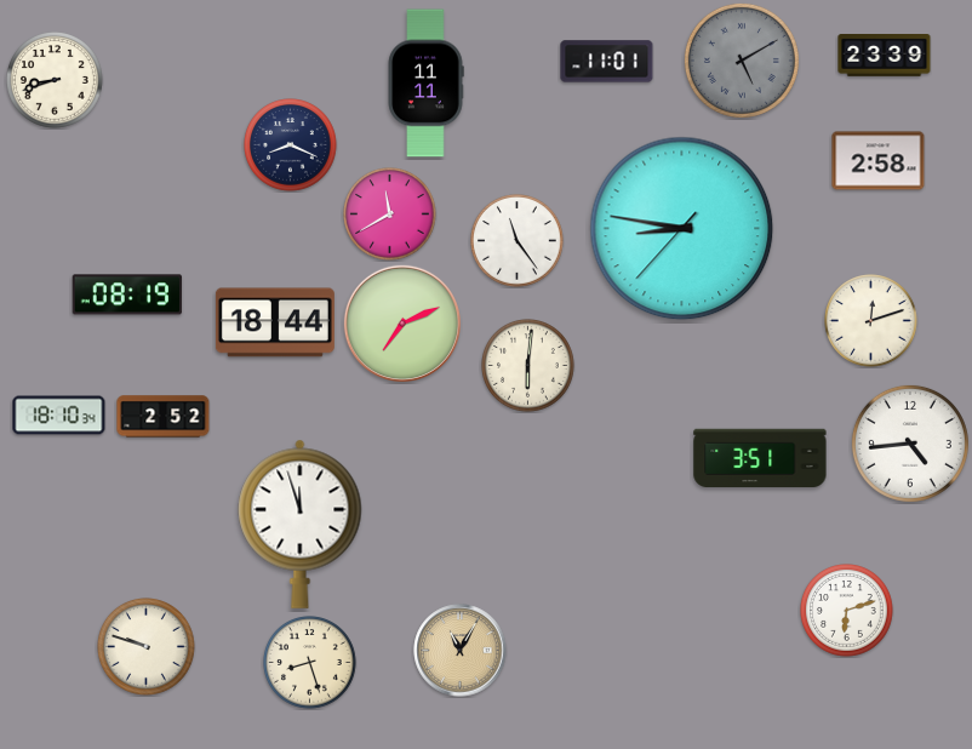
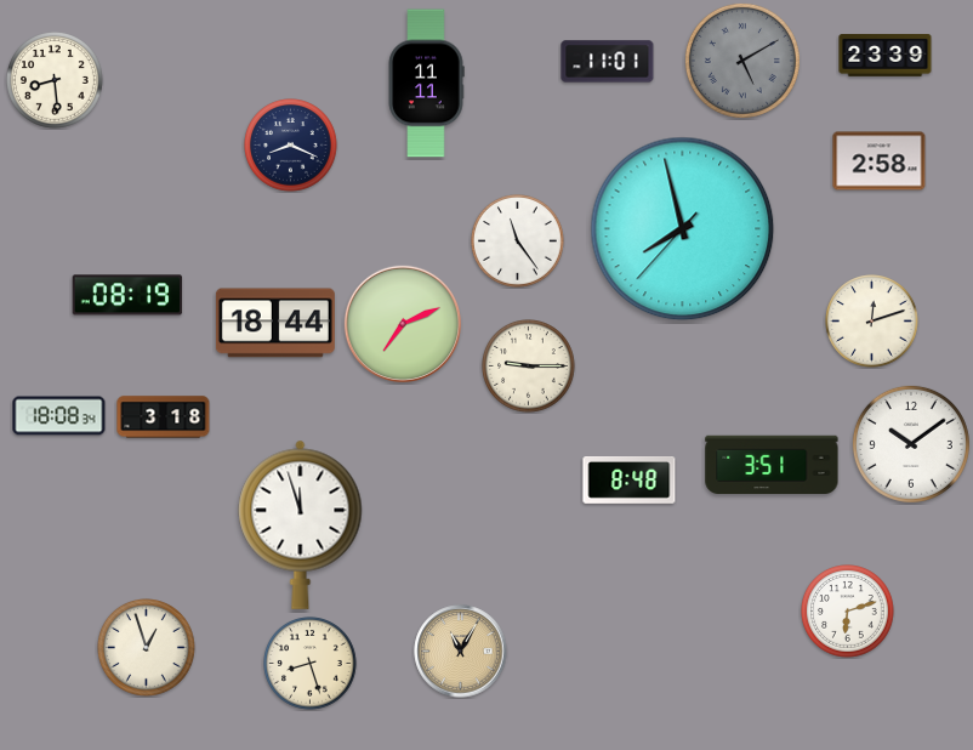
clock at (56, 81): 8:42 -> 8:29
clock at (390, 215): 11:40 -> none
clock at (682, 229): 8:46 -> 7:57
clock at (528, 366): 6:01 -> 9:15
clock at (59, 416): 18:10 -> 18:08
clock at (164, 417): 2:52 -> 3:18
clock at (910, 444): 4:44 -> 10:09
clock at (760, 457) position: (760, 457) -> (772, 464)
clock at (630, 481): none -> 8:48
clock at (147, 647): 9:48 -> 12:57
